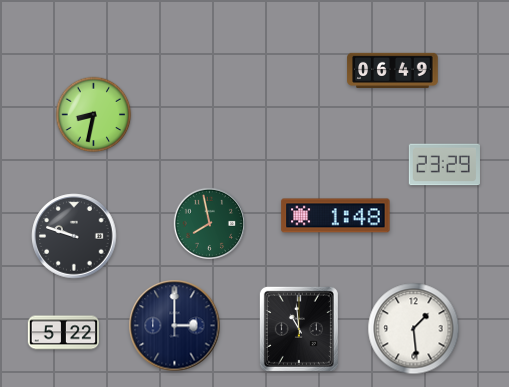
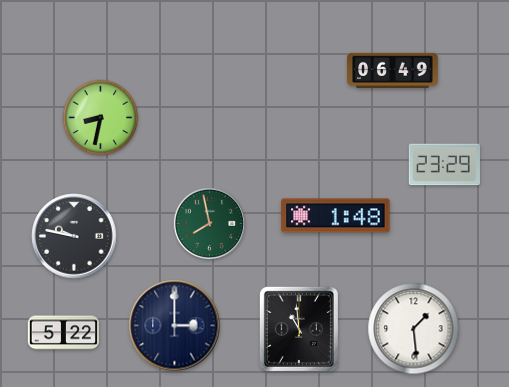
clock at (94, 115) position: (94, 115) -> (101, 118)
clock at (74, 236): 9:48 -> 9:47
